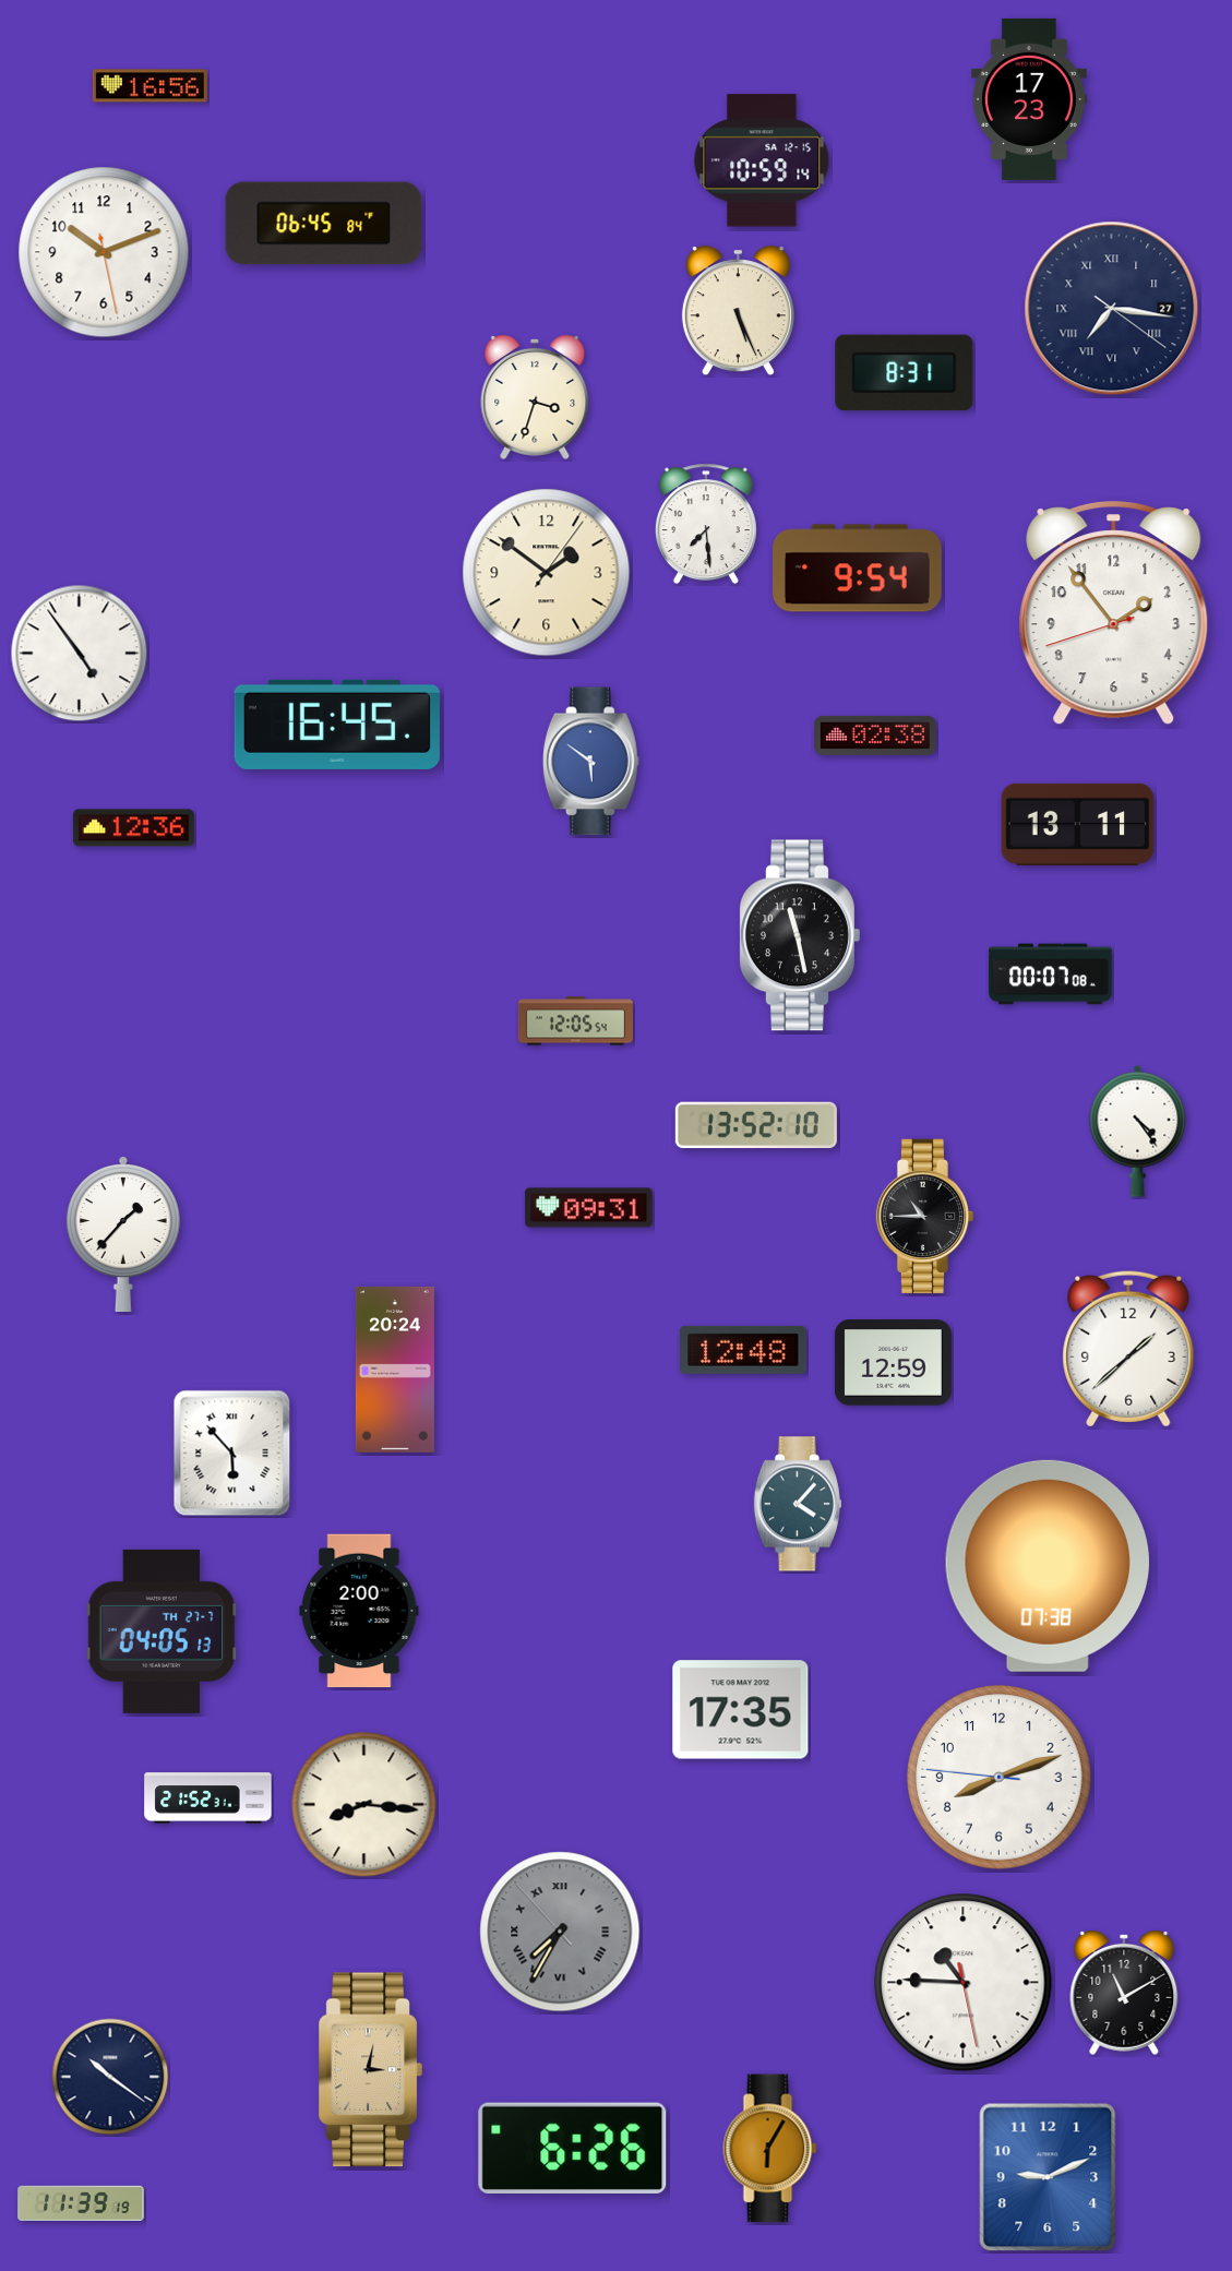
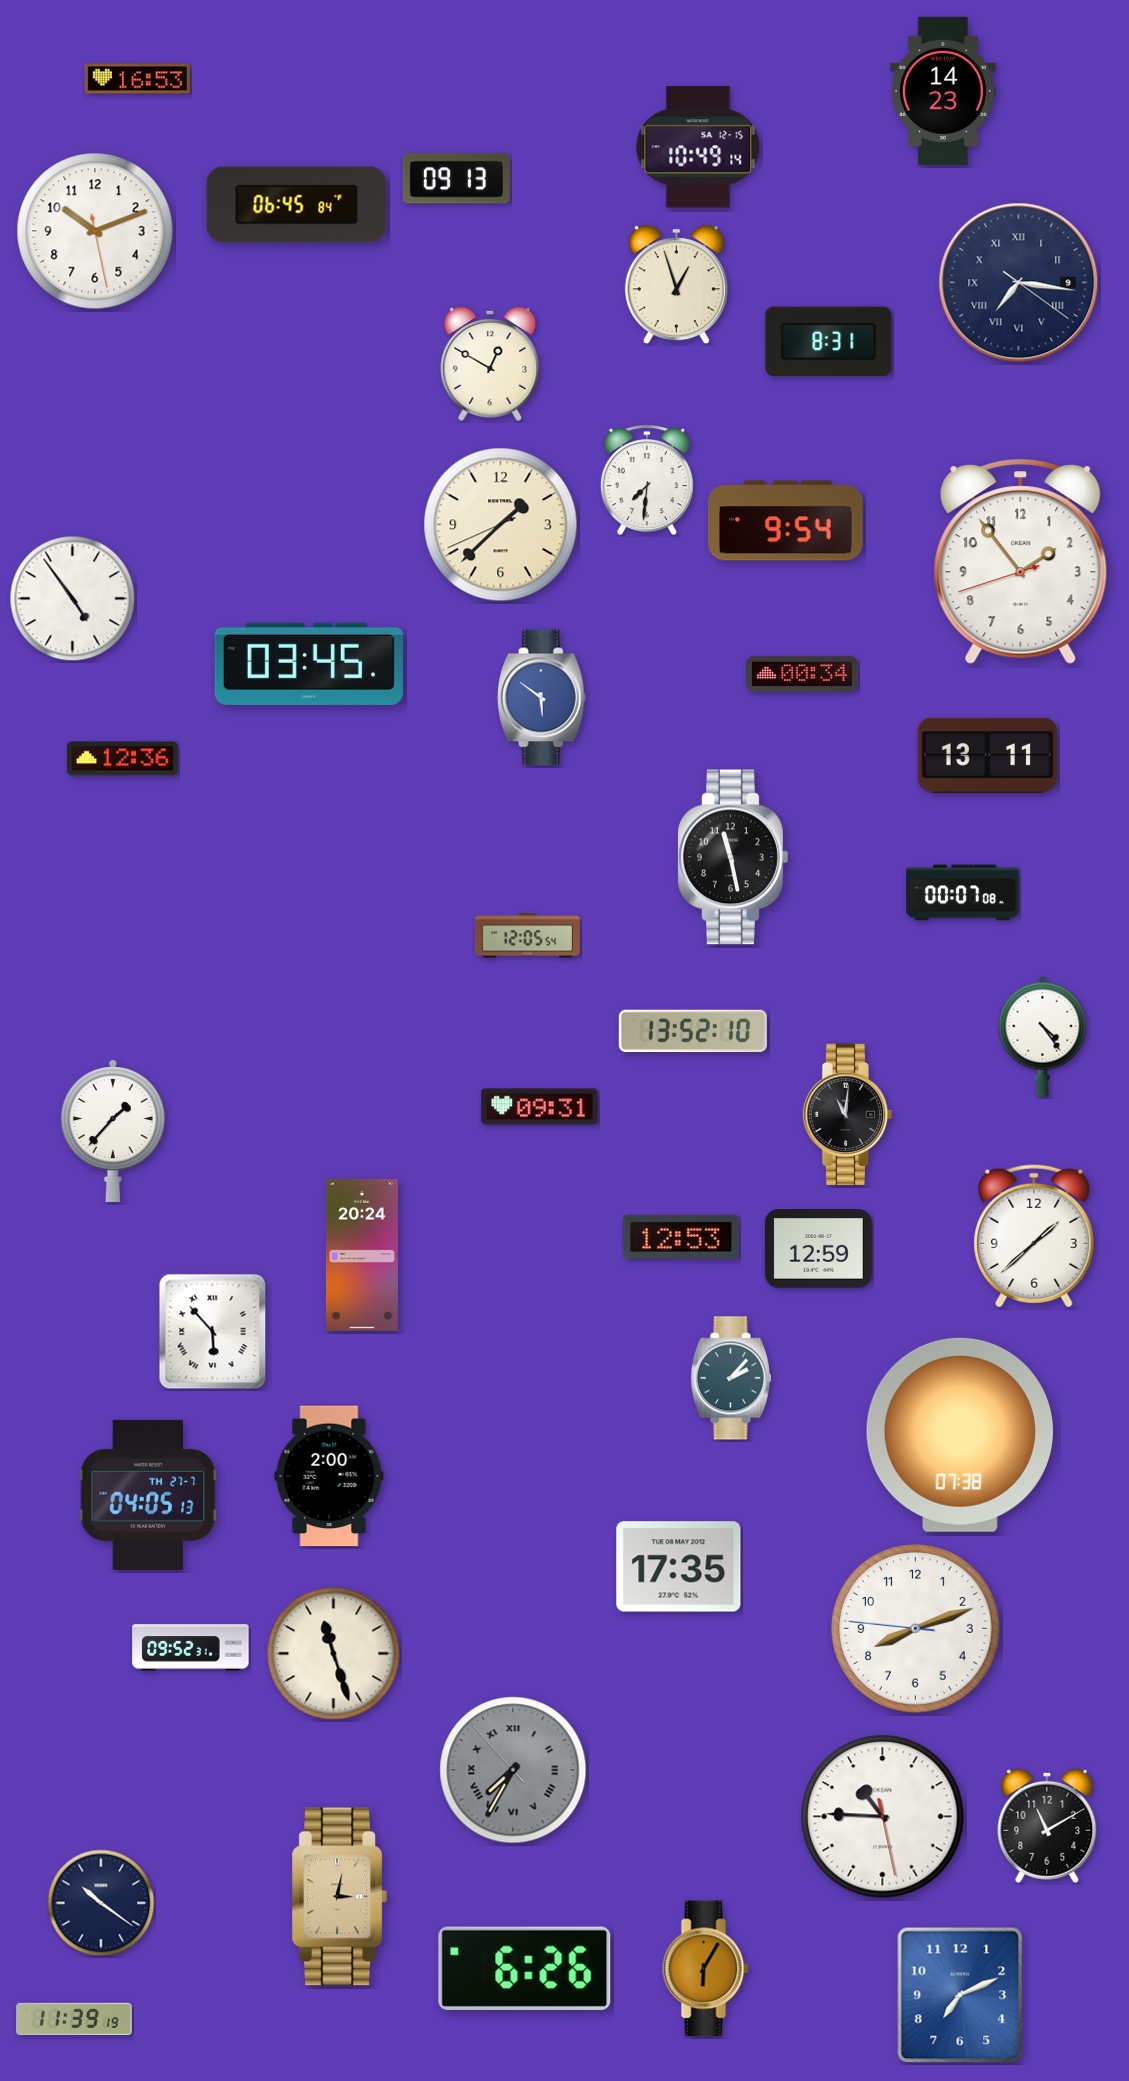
clock at (149, 86): 16:56 -> 16:53
clock at (1029, 99): 17:23 -> 14:23
clock at (762, 160): 10:59 -> 10:49
clock at (456, 179): none -> 09:13
clock at (1112, 309) date: 27 -> 9
clock at (738, 311): 5:26 -> 12:57
clock at (535, 397): 3:33 -> 12:50
clock at (706, 524): 7:29 -> 7:31
clock at (547, 573): 1:51 -> 1:37
clock at (337, 725): 16:45 -> 03:45
clock at (876, 736): 02:38 -> 00:34
clock at (925, 1217): 10:45 -> 11:01
clock at (743, 1350): 12:48 -> 12:53
clock at (798, 1504): 4:07 -> 2:07
clock at (208, 1798): 21:52 -> 09:52
clock at (364, 1805): 8:16 -> 11:27
clock at (1124, 1993) position: (1124, 1993) -> (1047, 1826)
clock at (1048, 2177): 9:11 -> 7:11
